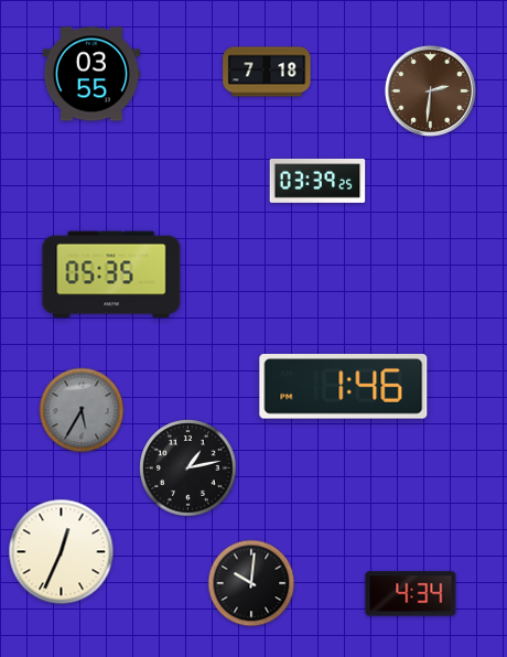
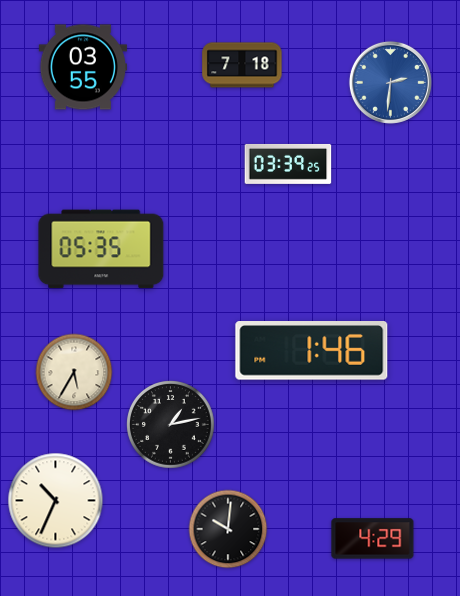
clock at (430, 90) dial: brown -> blue
clock at (82, 410) dial: grey -> cream
clock at (62, 552): 12:34 -> 10:34
clock at (411, 594): 4:34 -> 4:29
